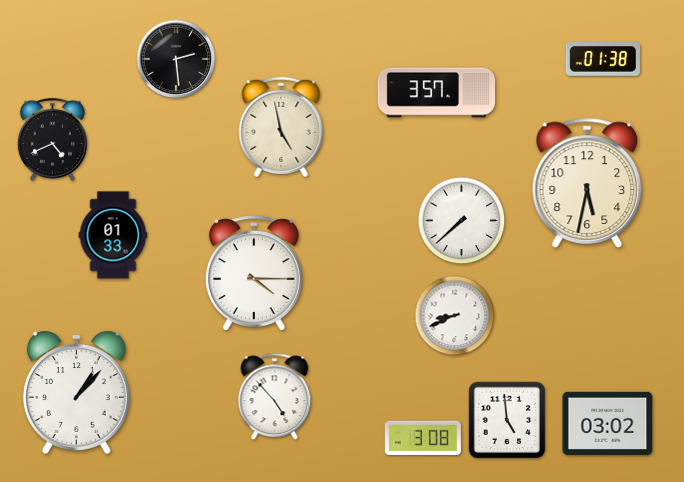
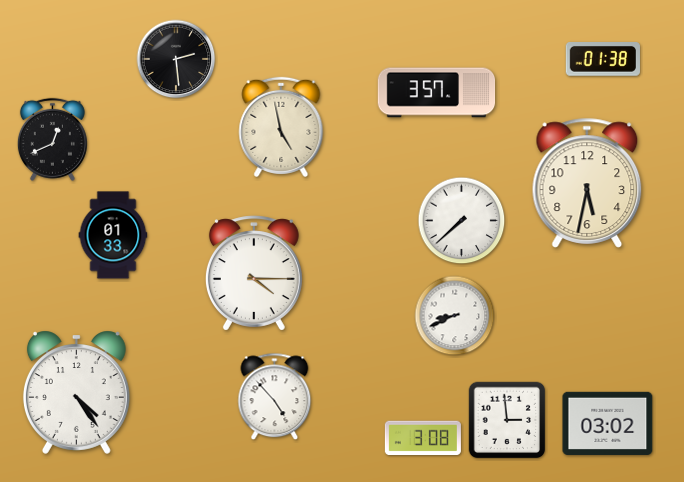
clock at (52, 139): 4:41 -> 12:41
clock at (76, 392): 1:07 -> 4:24
clock at (507, 420): 4:59 -> 2:59
